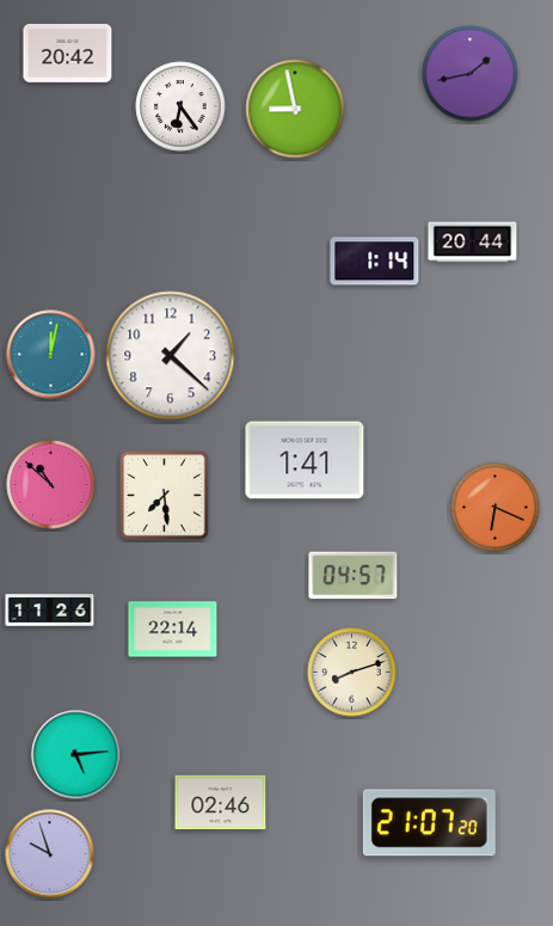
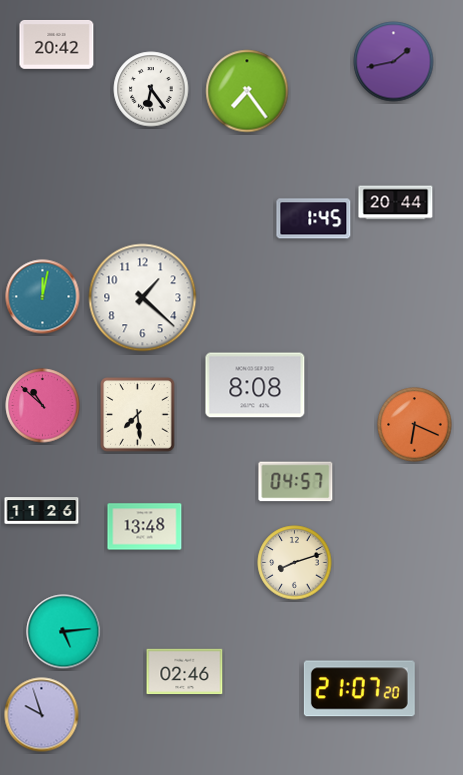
clock at (295, 109): 8:58 -> 7:24
clock at (375, 262): 1:14 -> 1:45
clock at (305, 460): 1:41 -> 8:08
clock at (173, 630): 22:14 -> 13:48
